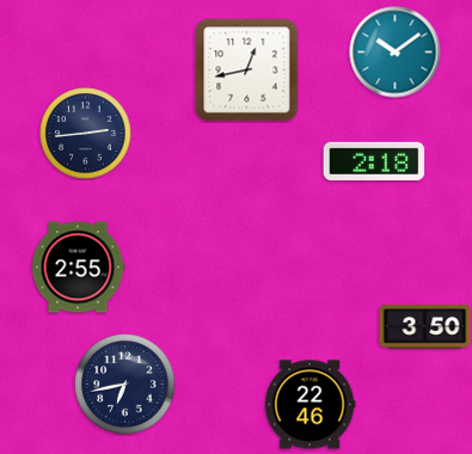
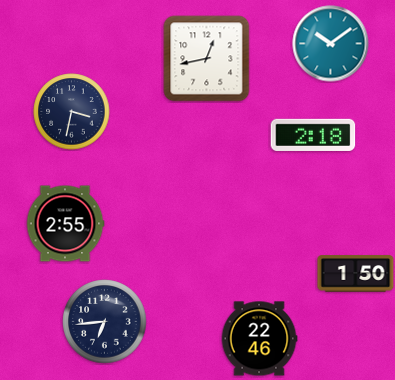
clock at (86, 134): 2:44 -> 3:32
clock at (425, 327): 3:50 -> 1:50
clock at (125, 385): 6:43 -> 6:44
